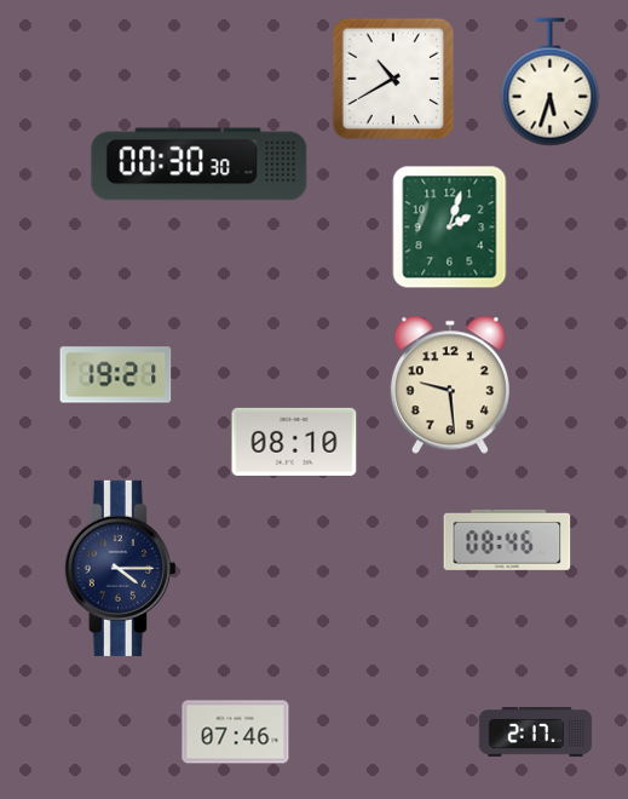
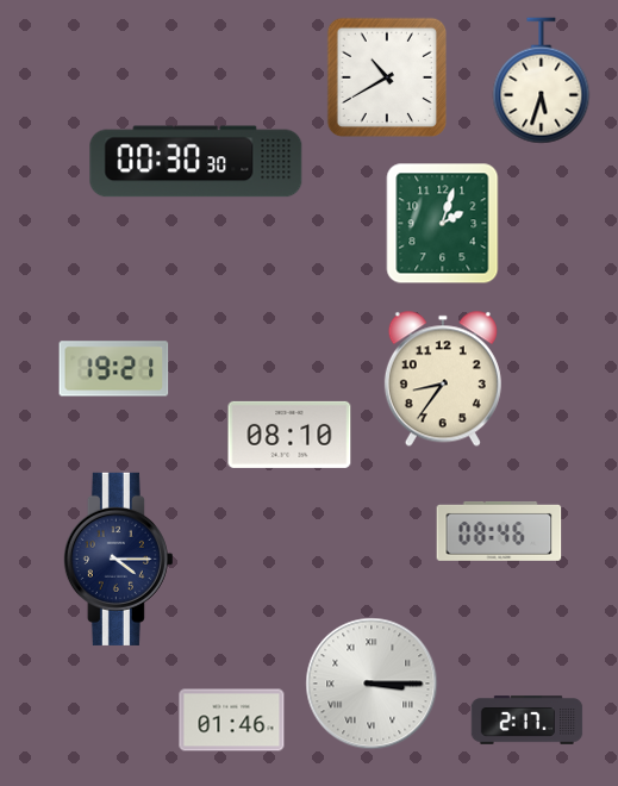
clock at (450, 385): 9:29 -> 8:36
clock at (372, 684): none -> 3:15
clock at (236, 732): 07:46 -> 01:46
